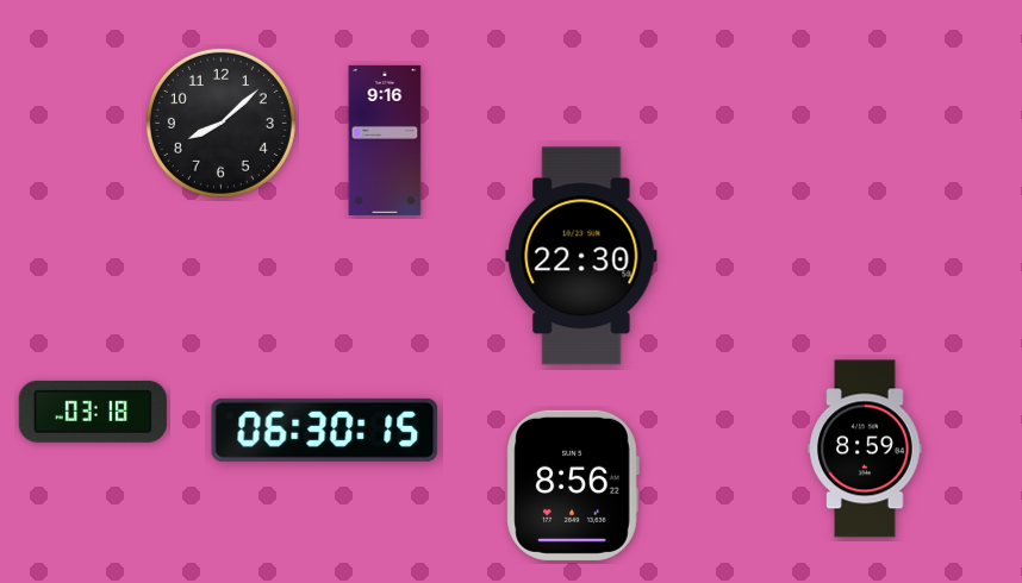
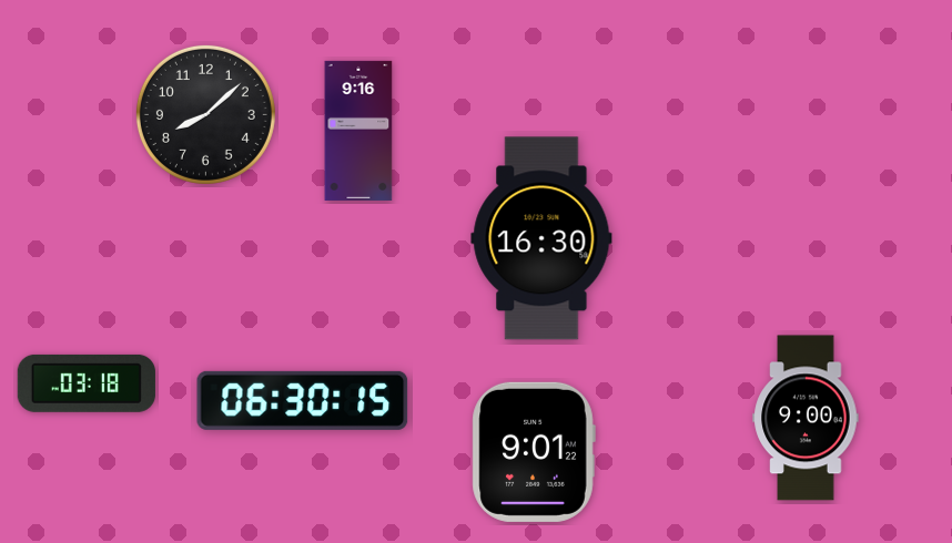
clock at (581, 256): 22:30 -> 16:30
clock at (865, 449): 8:59 -> 9:00
clock at (573, 485): 8:56 -> 9:01
